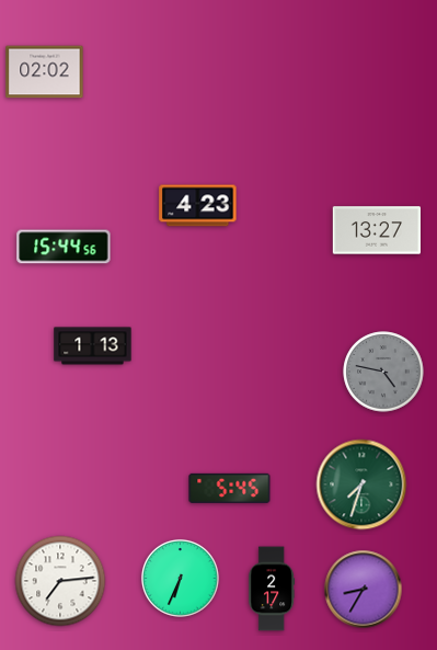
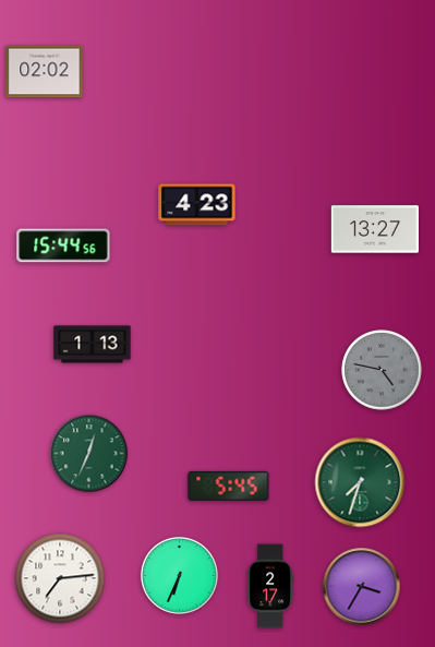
clock at (89, 454): none -> 12:34
clock at (364, 590): 8:35 -> 3:35
